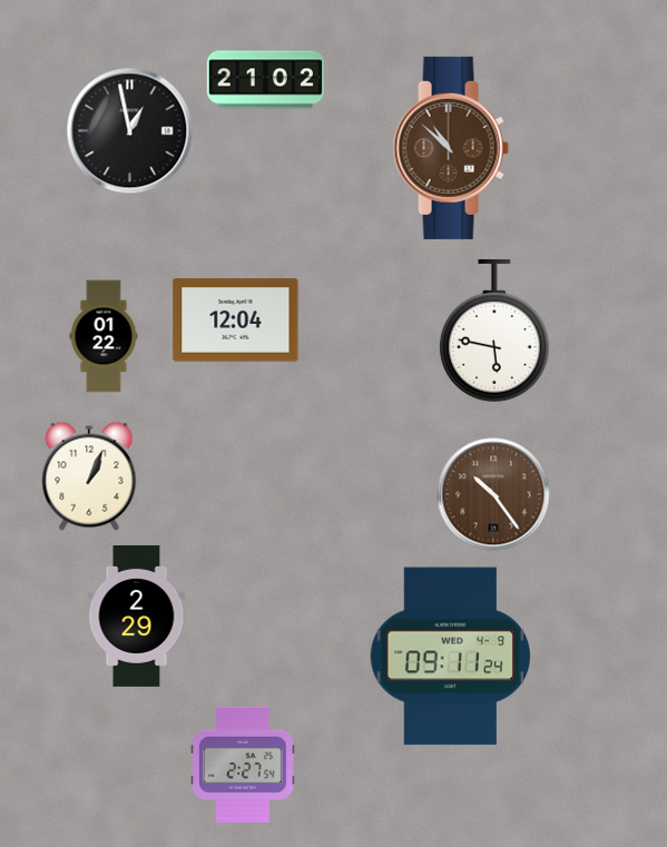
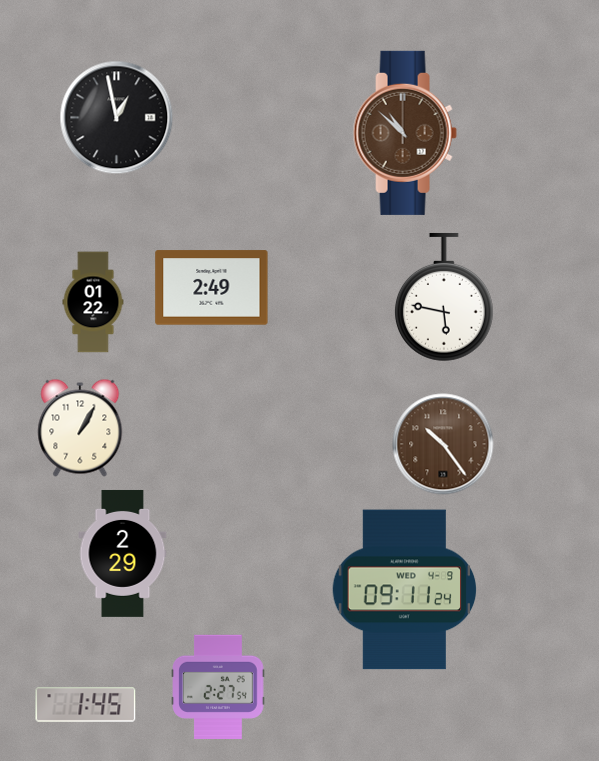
clock at (265, 80): 21:02 -> none
clock at (236, 321): 12:04 -> 2:49
clock at (89, 476): 1:04 -> 1:05
clock at (86, 705): none -> 1:45
